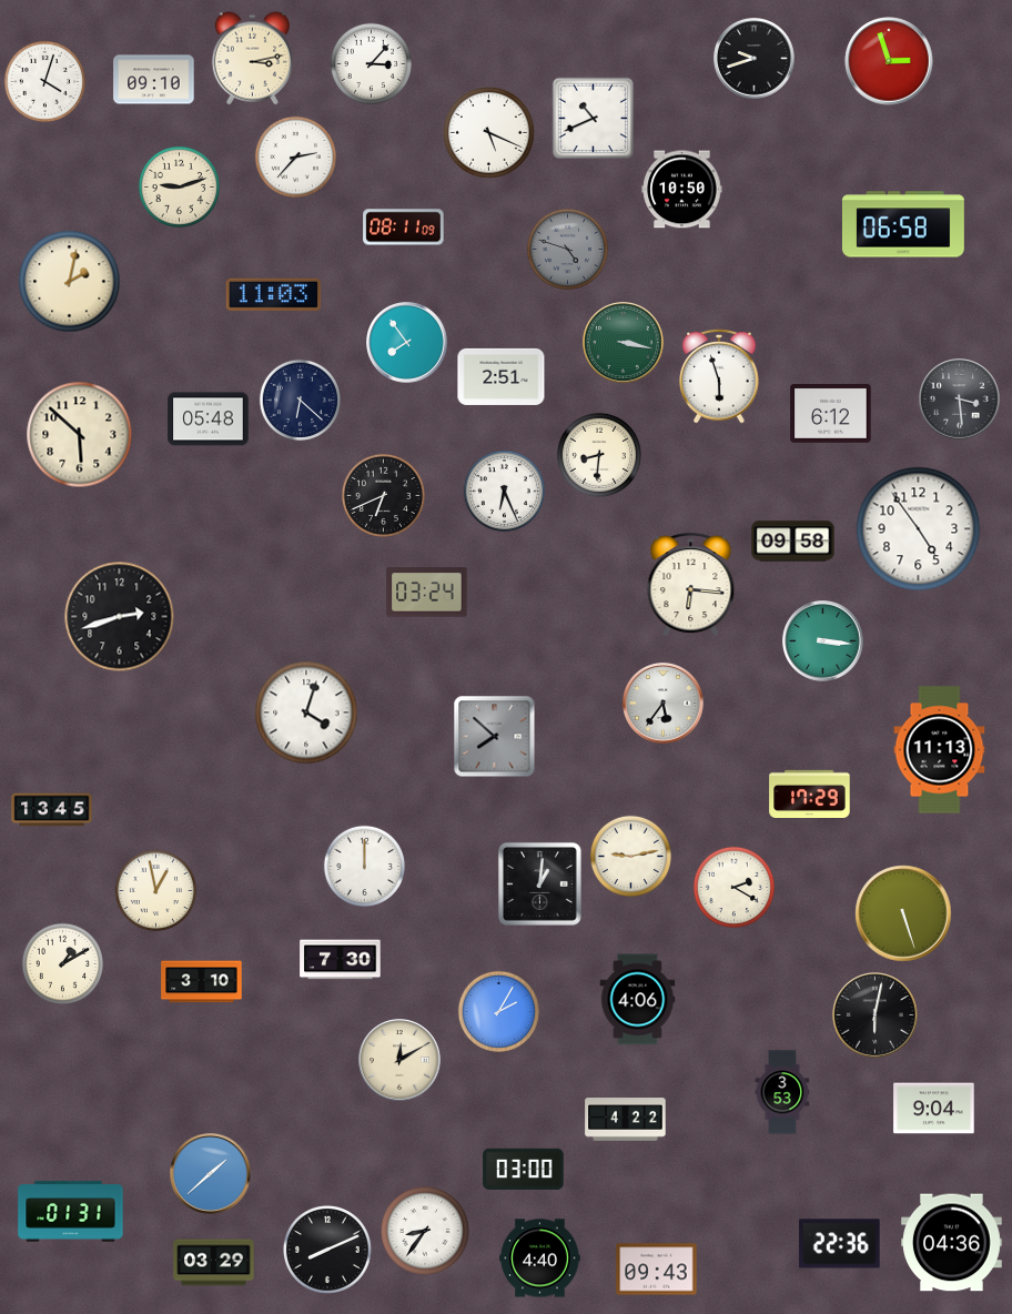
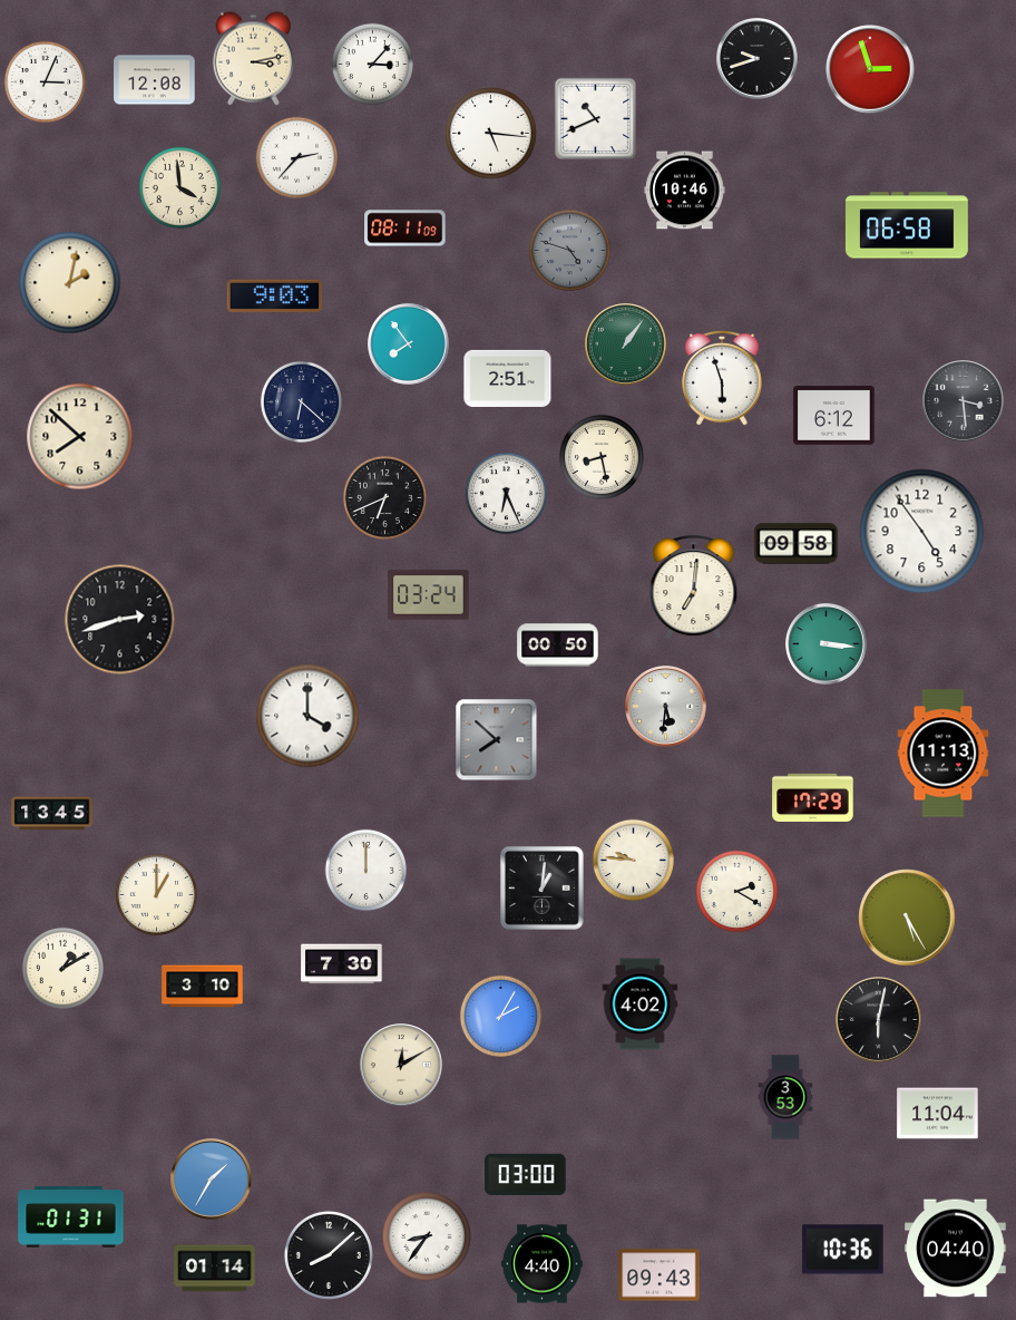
clock at (889, 61) position: (889, 61) -> (870, 69)
clock at (154, 80): 09:10 -> 12:08
clock at (44, 81): 4:03 -> 3:04
clock at (489, 133): 5:19 -> 5:16
clock at (179, 186): 9:12 -> 3:59
clock at (682, 190): 10:50 -> 10:46
clock at (274, 294): 11:03 -> 9:03
clock at (624, 343): 3:17 -> 1:06
clock at (502, 376) position: (502, 376) -> (508, 378)
clock at (209, 420): 05:48 -> none
clock at (80, 435): 5:52 -> 7:52
clock at (599, 455): 8:31 -> 8:28
clock at (691, 585): 6:16 -> 7:01
clock at (558, 646): none -> 00:50
clock at (664, 704): 5:36 -> 5:31
clock at (306, 712): 4:03 -> 4:00
clock at (630, 856): 9:13 -> 9:46
clock at (155, 890): 12:58 -> 1:00
clock at (903, 913): 5:27 -> 5:25
clock at (638, 1000): 4:06 -> 4:02
clock at (934, 1109): 9:04 -> 11:04
clock at (626, 1120): 4:22 -> none
clock at (211, 1174): 1:38 -> 1:35
clock at (952, 1243): 04:36 -> 04:40
clock at (840, 1244): 22:36 -> 10:36
clock at (327, 1250): 8:11 -> 8:08
clock at (214, 1263): 03:29 -> 01:14
